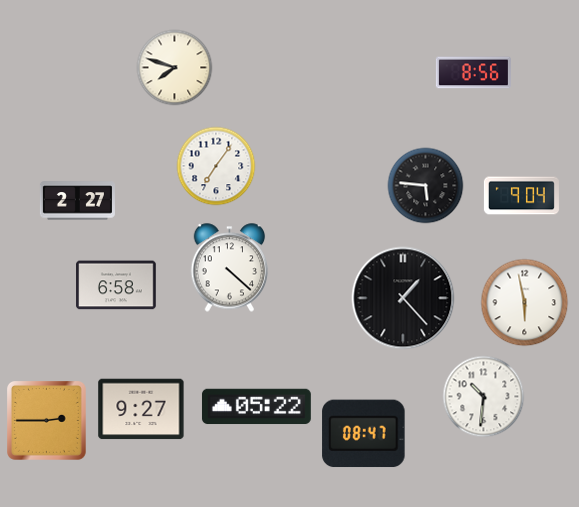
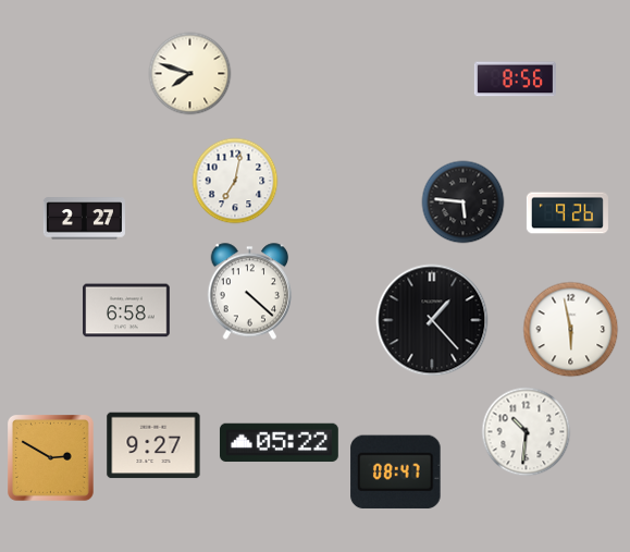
clock at (216, 166): 7:06 -> 7:02
clock at (521, 196): 9:04 -> 9:26
clock at (403, 298) position: (403, 298) -> (432, 320)
clock at (47, 421): 2:45 -> 2:50
